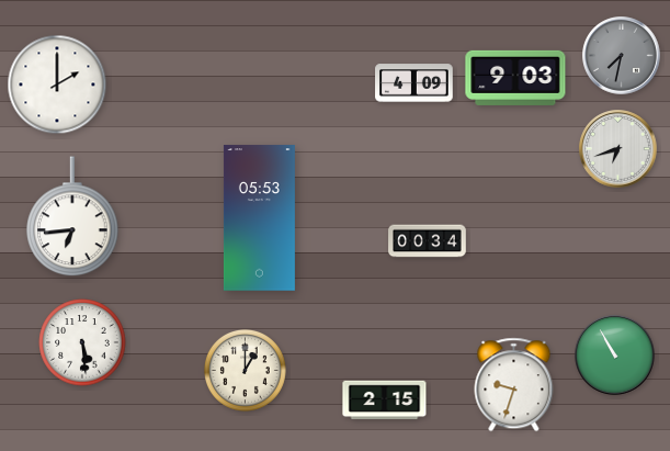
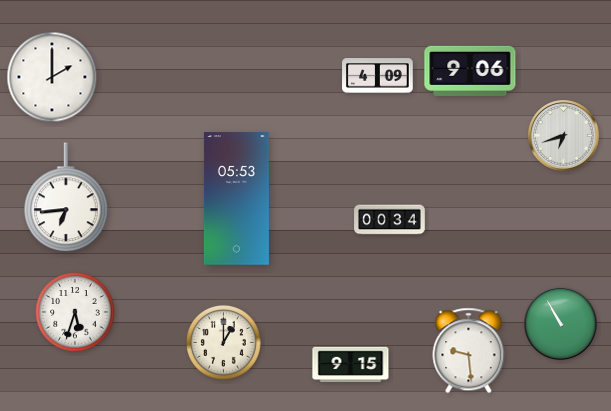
clock at (622, 56): 7:32 -> none
clock at (515, 78): 9:03 -> 9:06
clock at (82, 342): 5:29 -> 5:33
clock at (245, 370) position: (245, 370) -> (223, 342)
clock at (514, 385): 9:33 -> 9:29
clock at (385, 401): 2:15 -> 9:15
